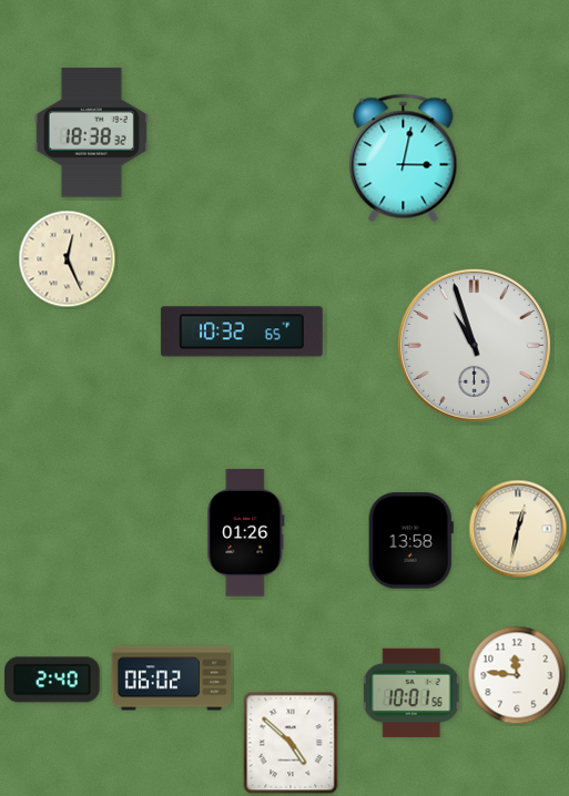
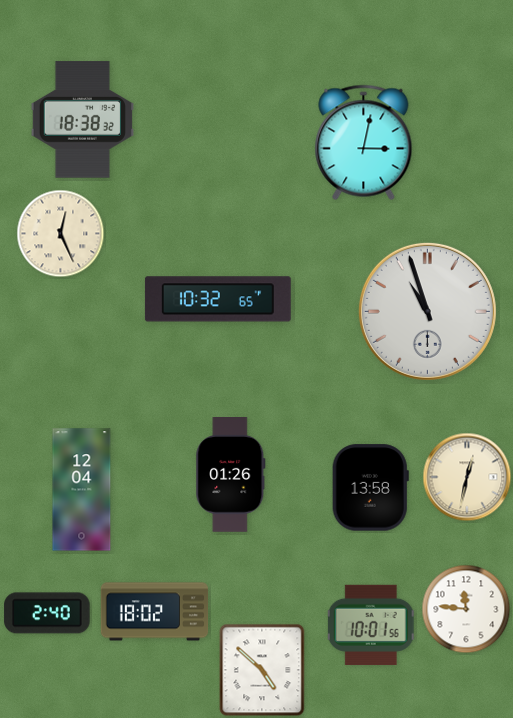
clock at (246, 533) position: (246, 533) -> (231, 475)
clock at (82, 490): none -> 12:04
clock at (172, 678): 06:02 -> 18:02
